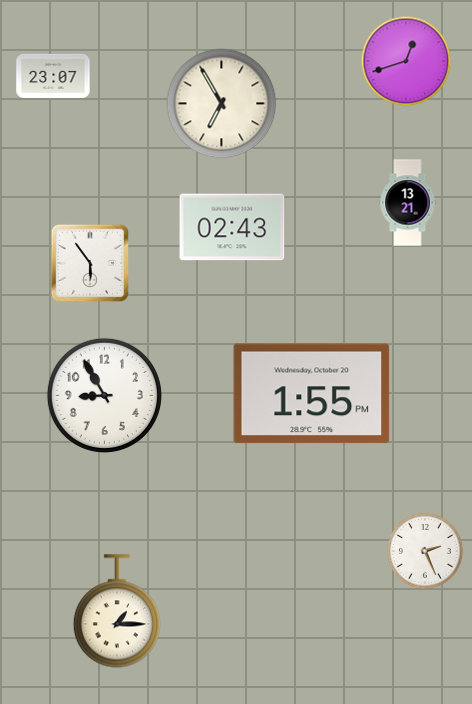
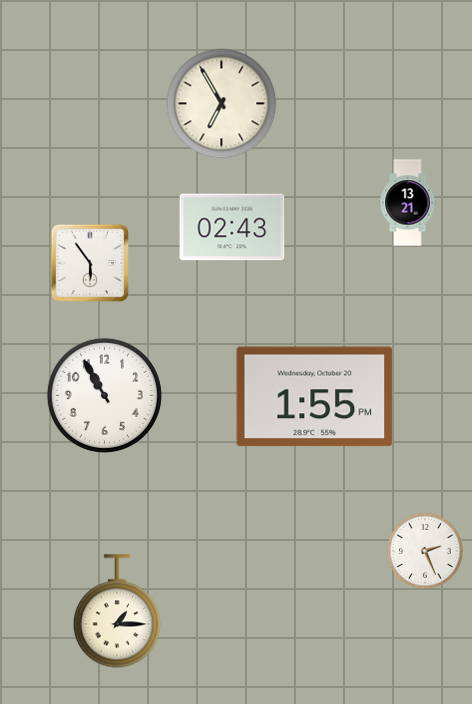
clock at (406, 61): 12:42 -> none
clock at (53, 76): 23:07 -> none
clock at (312, 394) position: (312, 394) -> (315, 397)
clock at (104, 395): 8:55 -> 10:55
